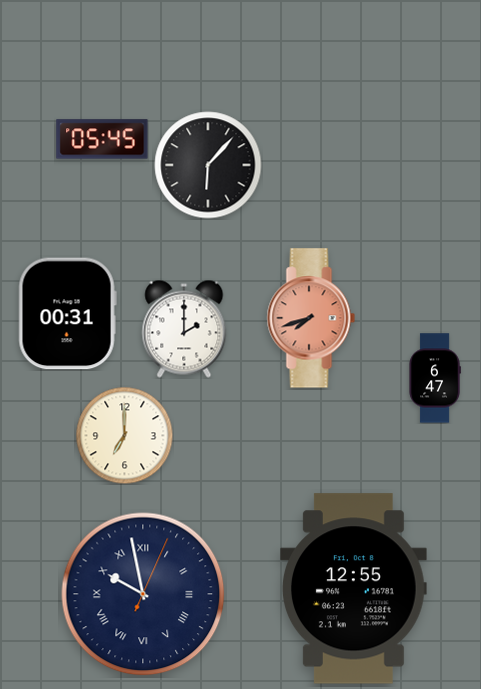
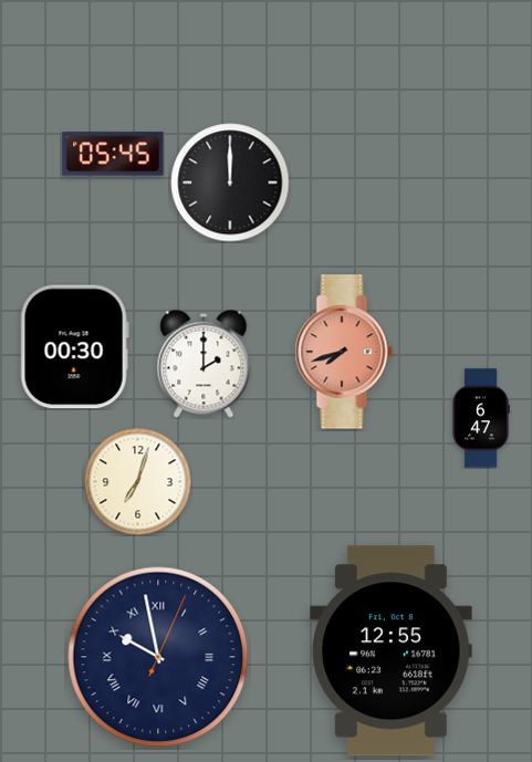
clock at (208, 165): 6:07 -> 12:00
clock at (67, 314): 00:31 -> 00:30
clock at (124, 435): 7:00 -> 7:03
